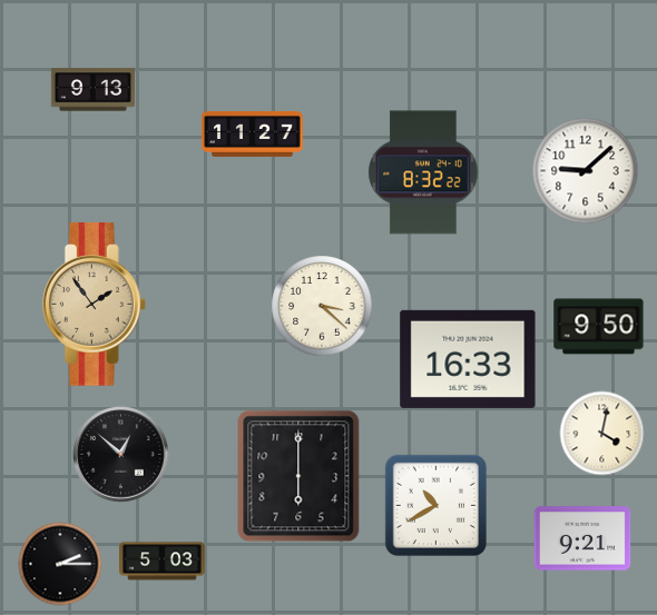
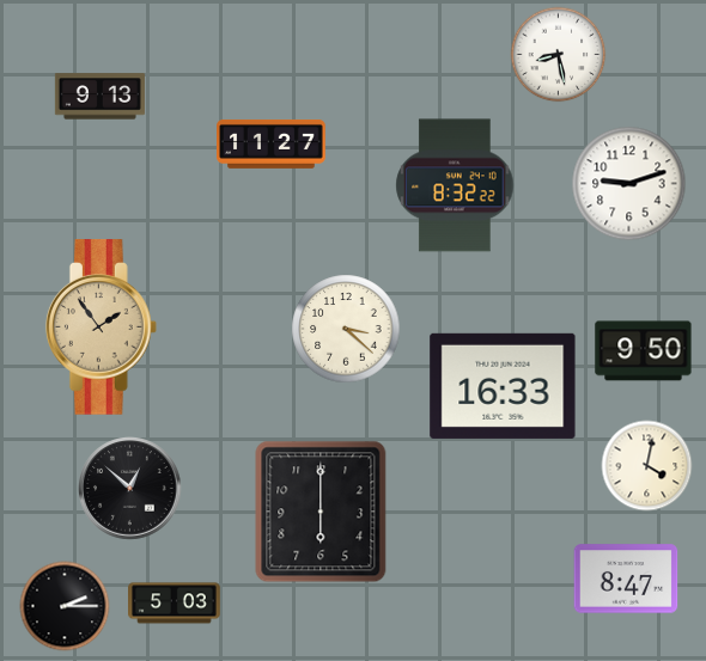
clock at (559, 55): none -> 8:28
clock at (586, 171): 9:08 -> 9:12
clock at (435, 505): 10:40 -> none
clock at (582, 538): 9:21 -> 8:47
